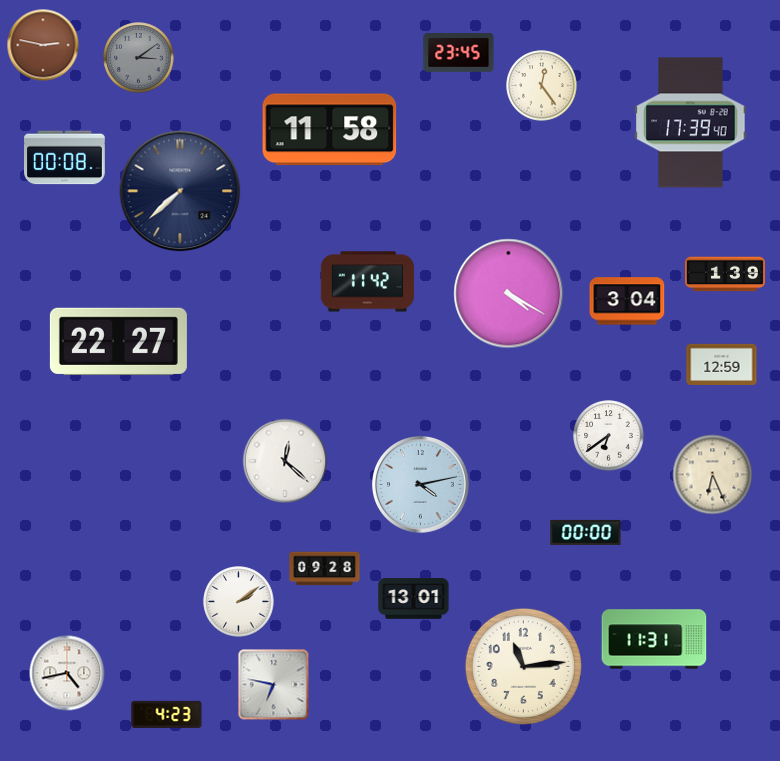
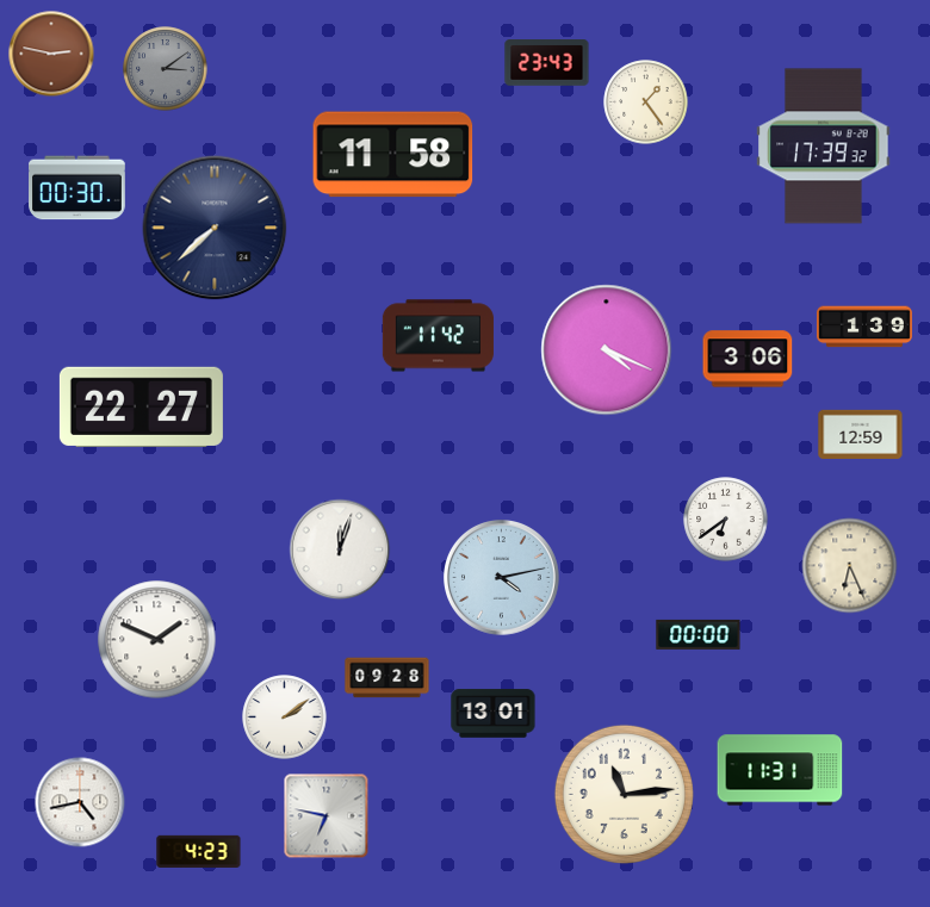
clock at (459, 53): 23:45 -> 23:43
clock at (542, 86): 12:24 -> 1:24
clock at (691, 123): 17:39:40 -> 17:39:32
clock at (65, 158): 00:08 -> 00:30
clock at (509, 294): 4:20 -> 4:19
clock at (627, 301): 3:04 -> 3:06
clock at (285, 461): 12:22 -> 12:03
clock at (157, 640): none -> 1:49
clock at (654, 639) position: (654, 639) -> (780, 770)
